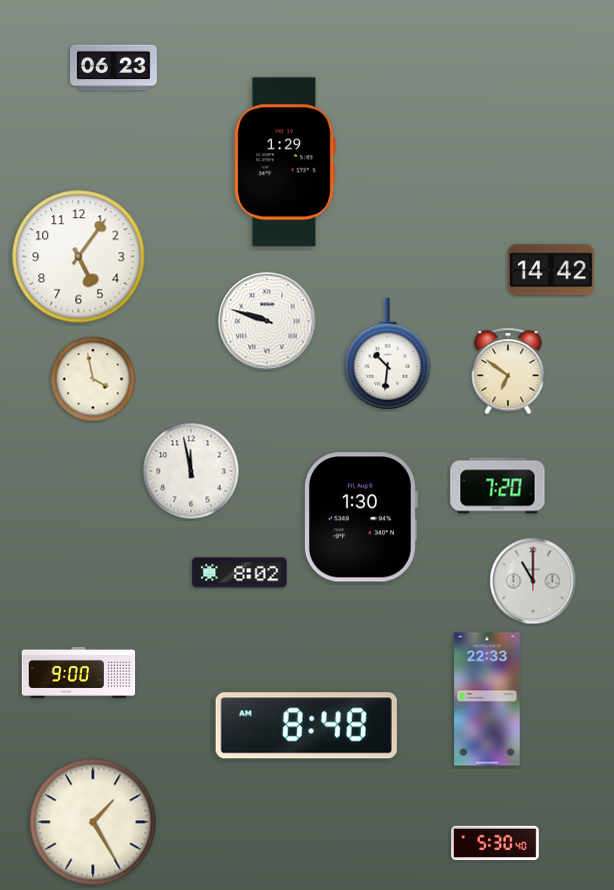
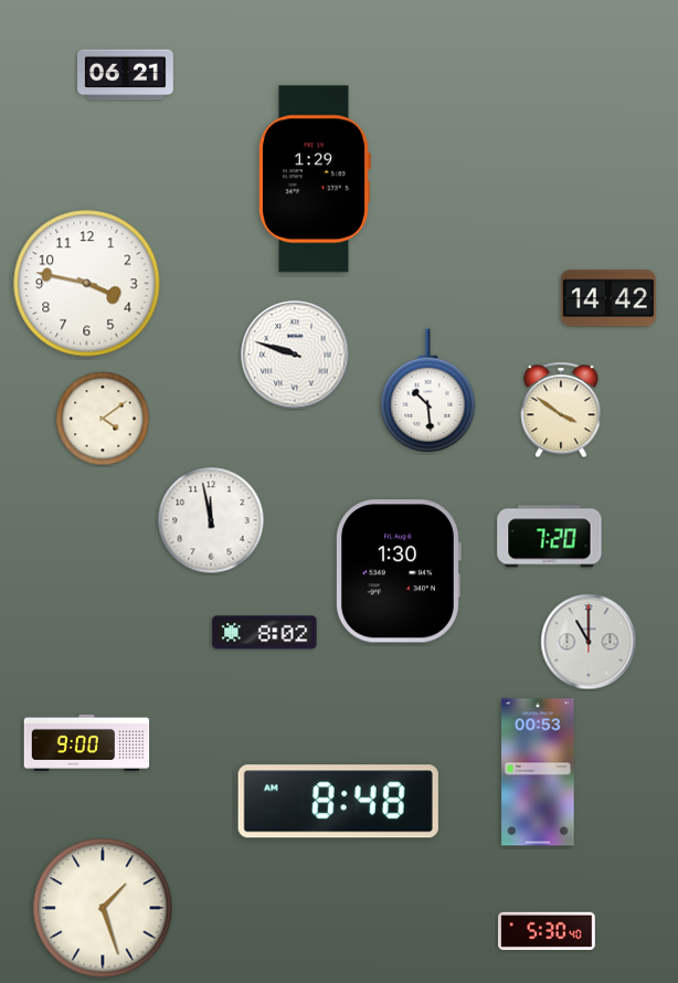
clock at (114, 68): 06:23 -> 06:21
clock at (79, 257): 5:06 -> 3:47
clock at (388, 353): 10:31 -> 10:29
clock at (508, 371): 6:51 -> 3:51
clock at (93, 379): 3:58 -> 4:09
clock at (487, 699): 22:33 -> 00:53
clock at (93, 822): 1:25 -> 1:27
